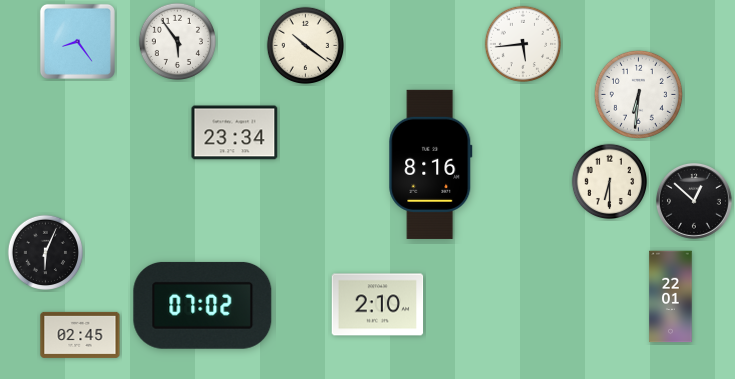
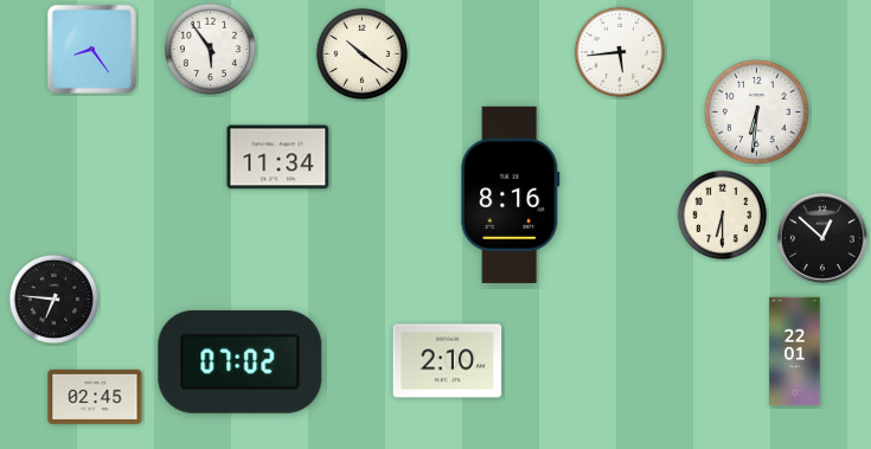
clock at (235, 133): 23:34 -> 11:34
clock at (46, 253): 6:04 -> 6:46
